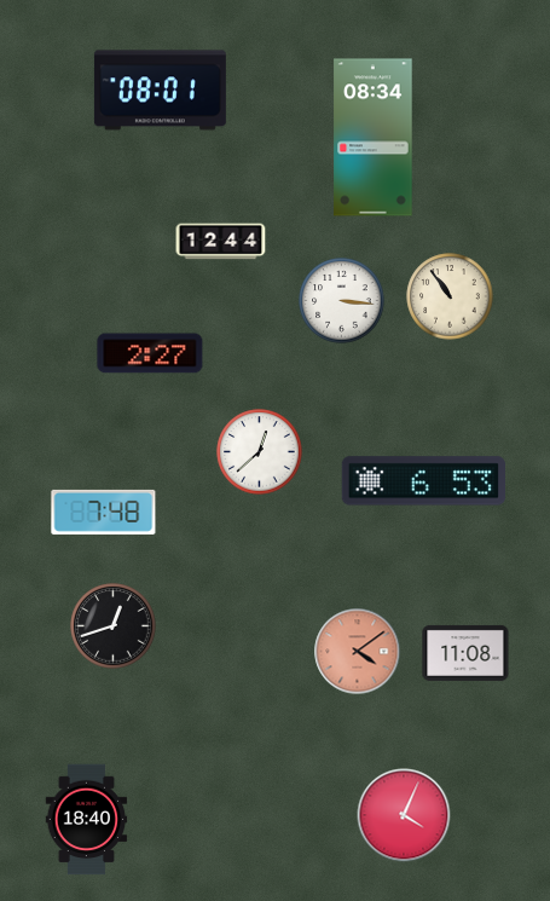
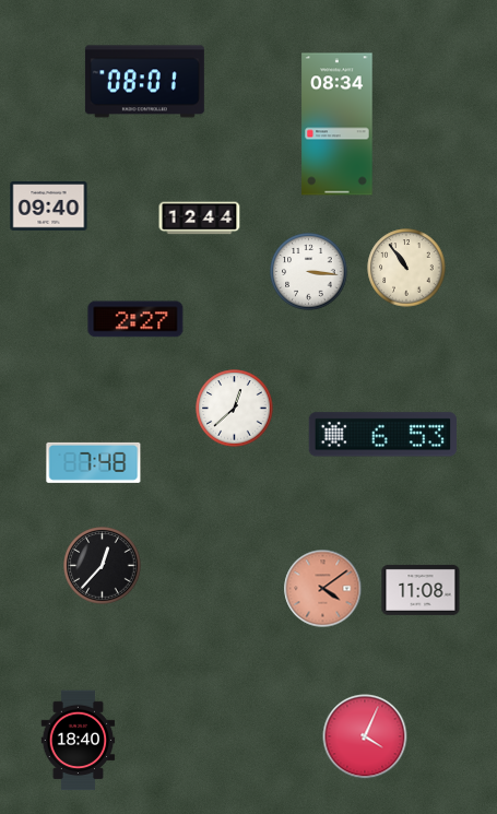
clock at (49, 207): none -> 09:40
clock at (114, 626): 12:42 -> 12:37
